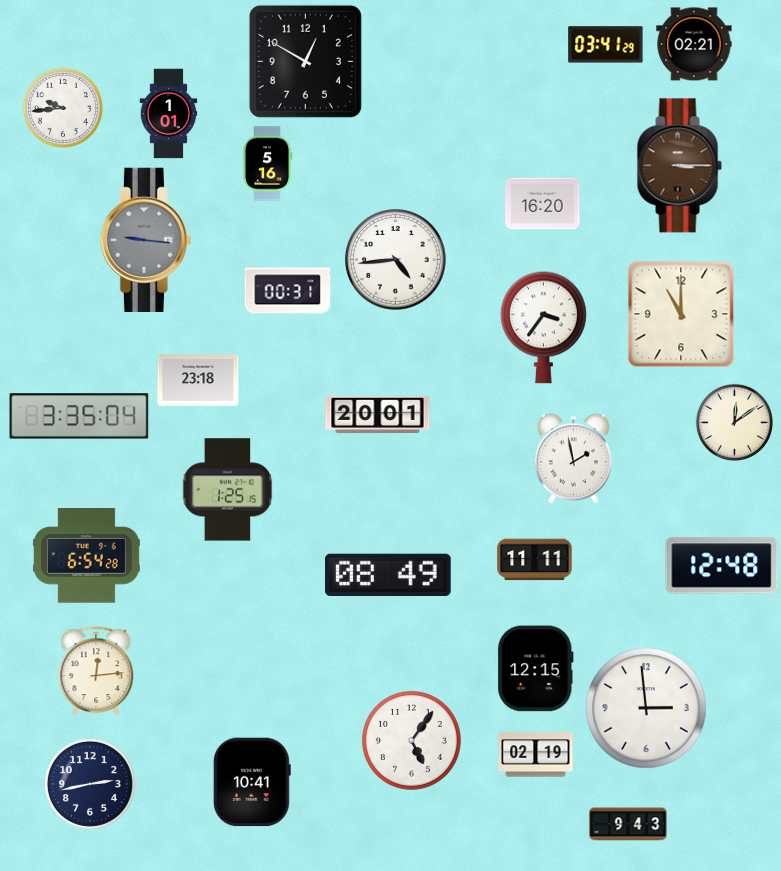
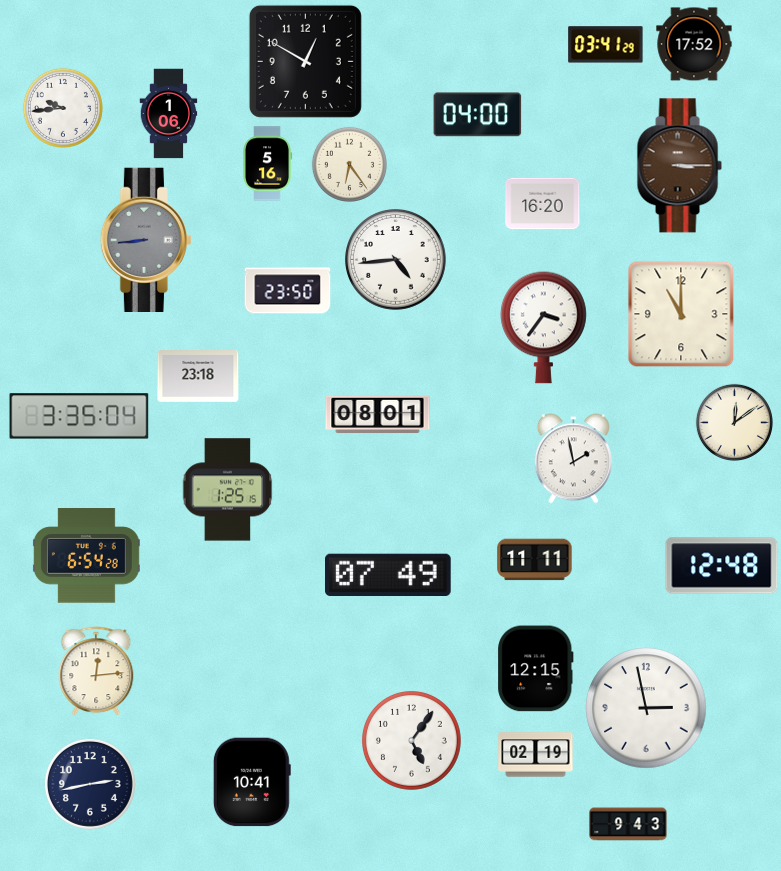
clock at (694, 44): 02:21 -> 17:52
clock at (169, 114): 1:01 -> 1:06
clock at (478, 115): none -> 04:00
clock at (349, 164): none -> 6:24
clock at (146, 239): 9:16 -> 8:44
clock at (288, 291): 00:31 -> 23:50
clock at (198, 381) position: (198, 381) -> (198, 377)
clock at (378, 415): 20:01 -> 08:01
clock at (389, 574): 08:49 -> 07:49
clock at (646, 708): 2:59 -> 2:58
